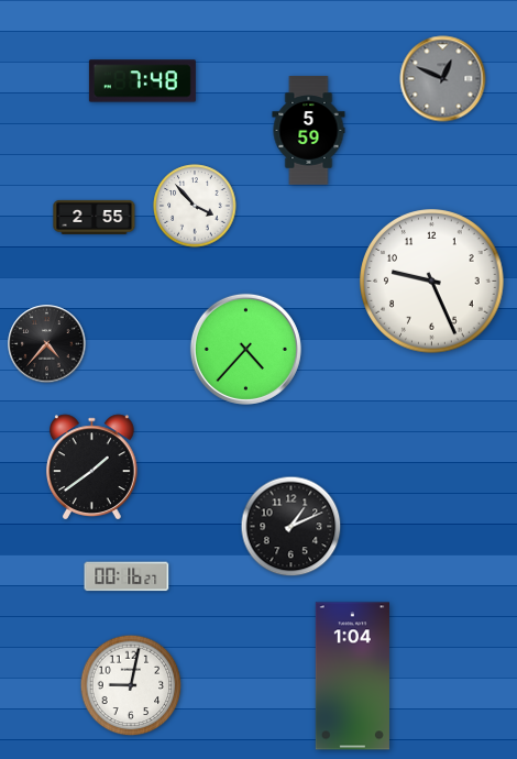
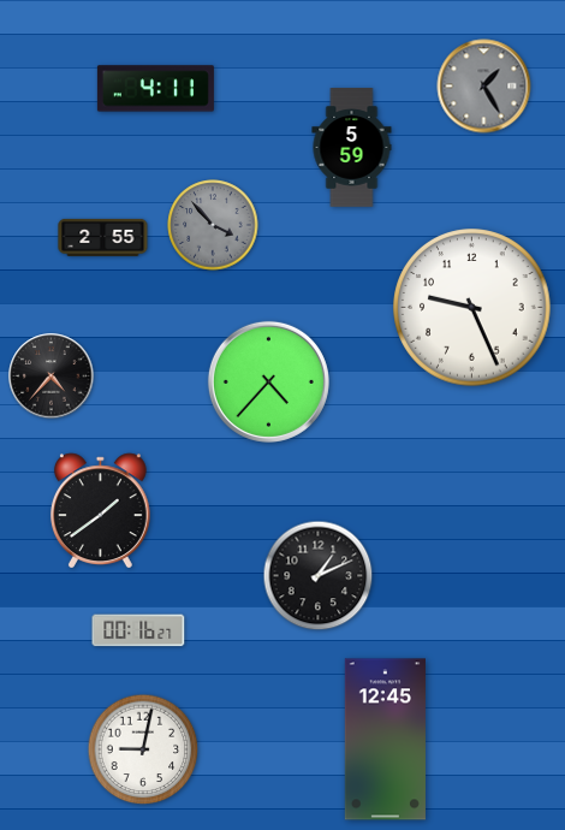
clock at (443, 79): 12:49 -> 1:25
clock at (142, 81): 7:48 -> 4:11
clock at (309, 131) position: (309, 131) -> (352, 148)
clock at (195, 206) dial: white -> grey
clock at (352, 676): 1:04 -> 12:45
